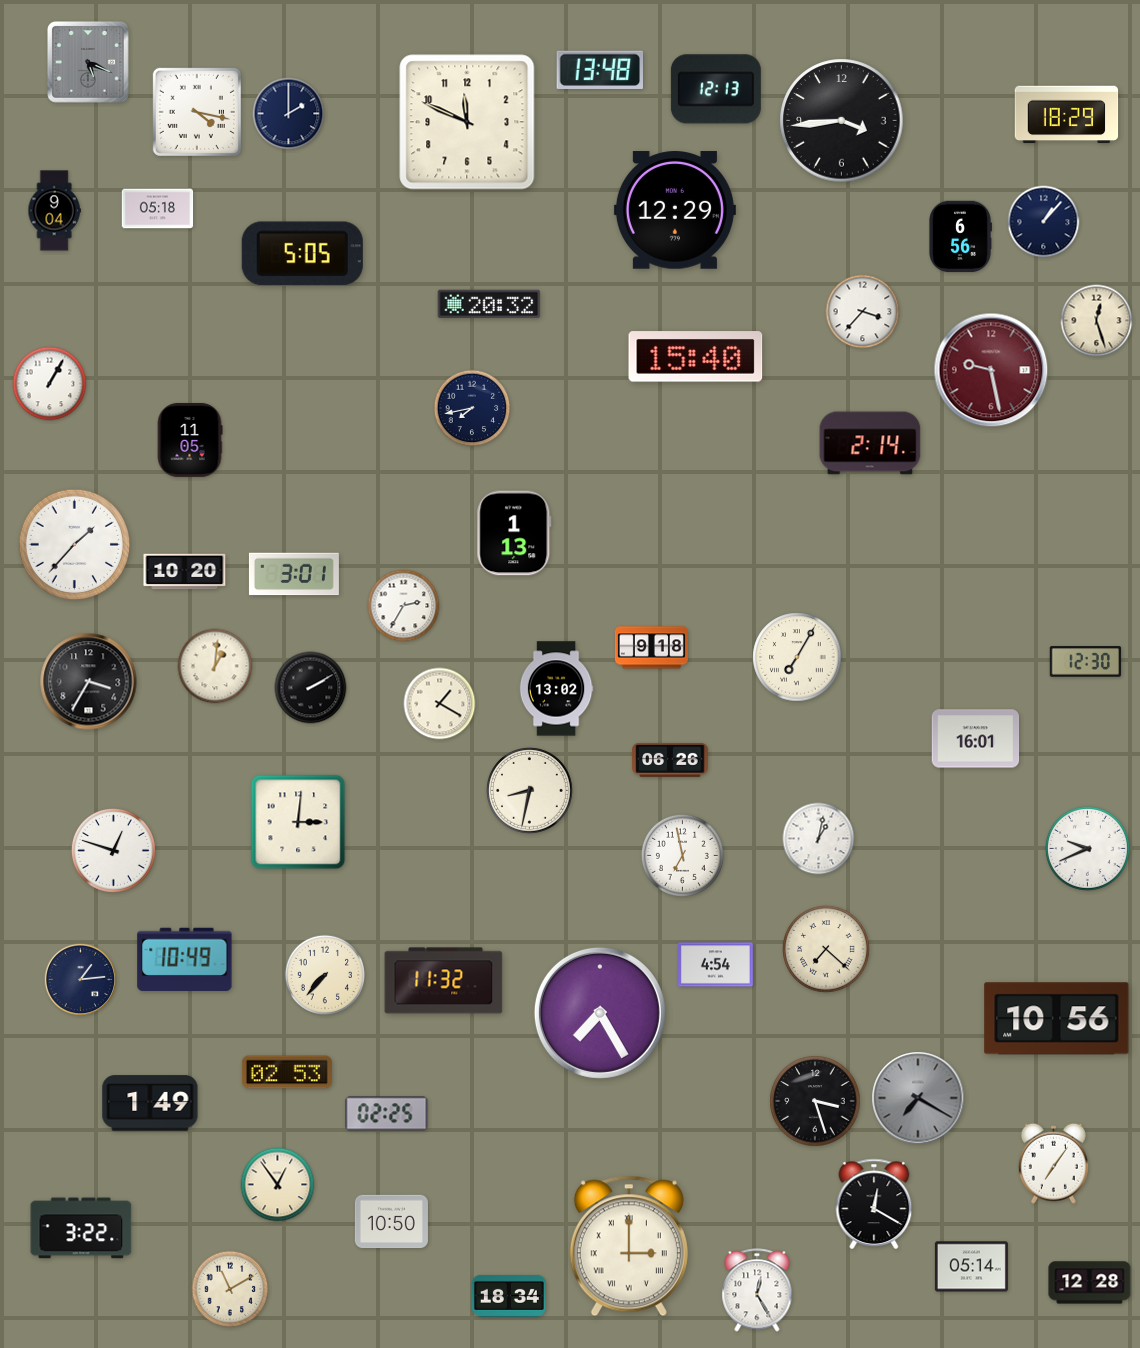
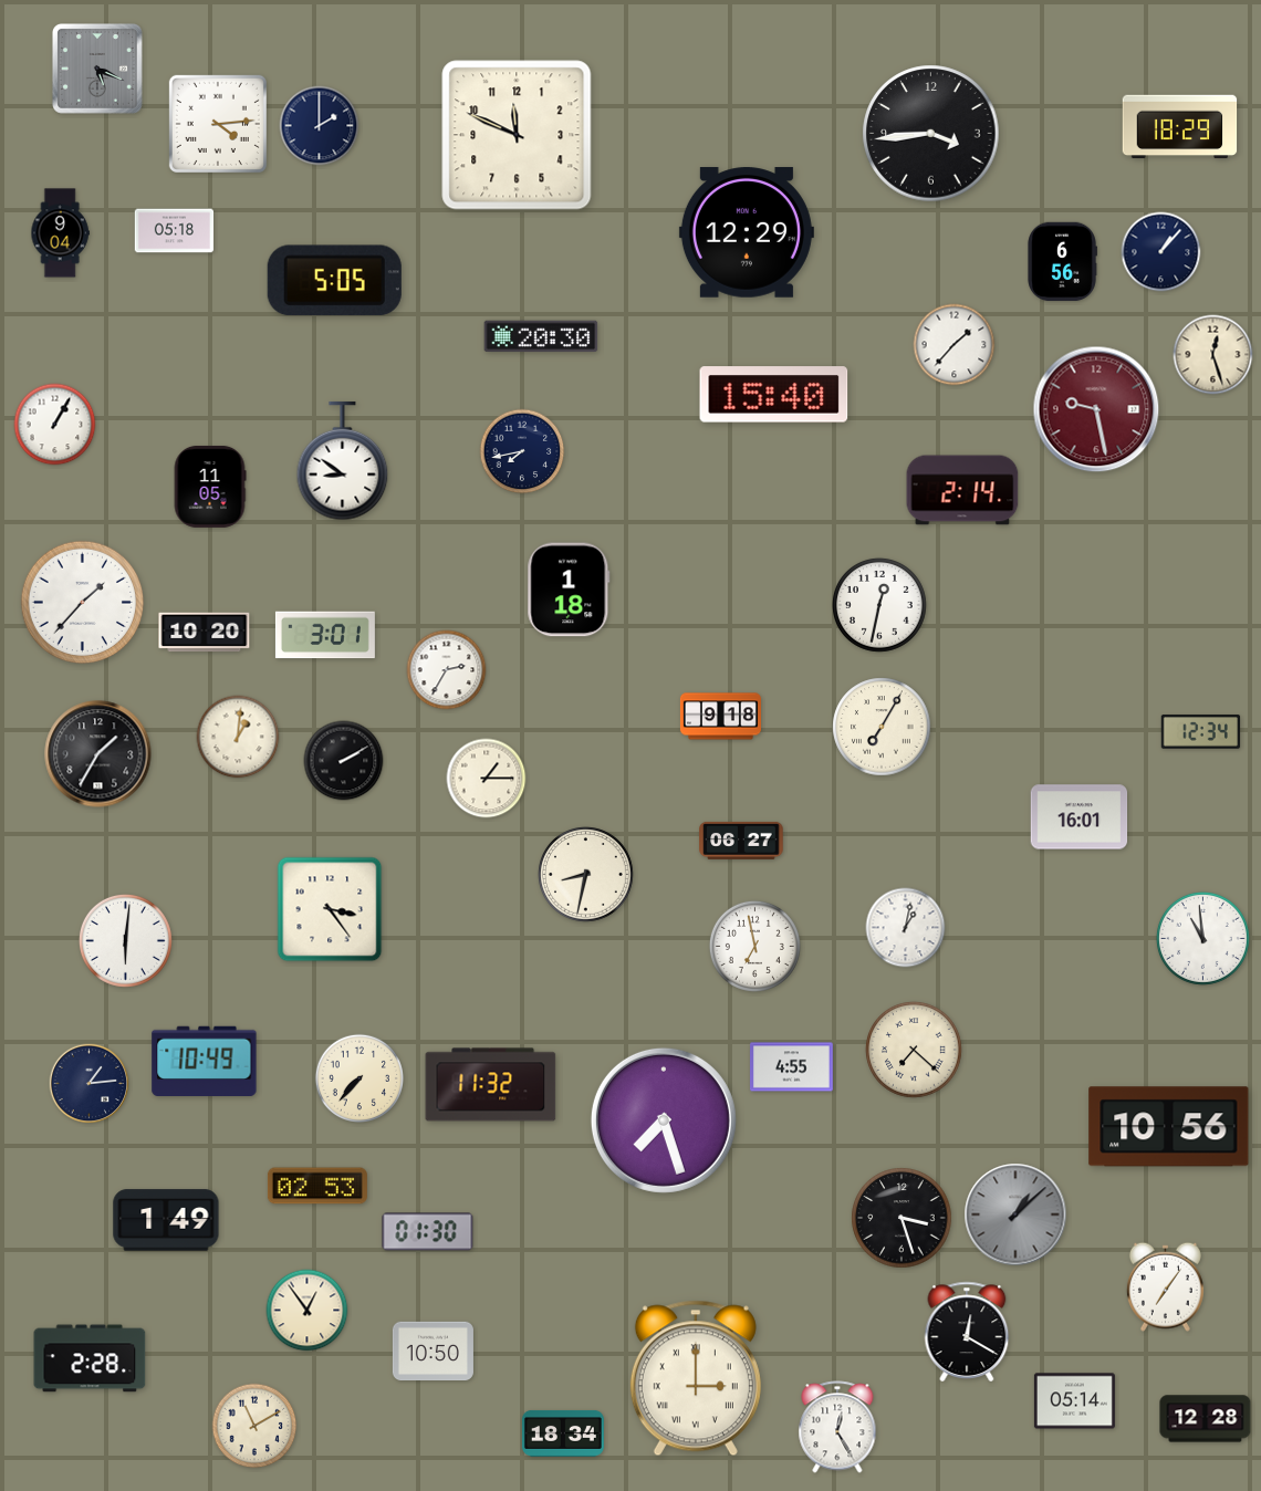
clock at (600, 69): 13:48 -> none
clock at (716, 89): 12:13 -> none
clock at (197, 112): 4:17 -> 4:14
clock at (1044, 222) position: (1044, 222) -> (1161, 252)
clock at (489, 304): 20:32 -> 20:30
clock at (863, 312): 3:37 -> 1:37
clock at (696, 357) position: (696, 357) -> (774, 395)
clock at (343, 461): none -> 8:51
clock at (514, 533): 1:13 -> 1:18
clock at (879, 605): none -> 12:32
clock at (1086, 662): 12:30 -> 12:34
clock at (89, 682): 3:35 -> 1:35
clock at (556, 689): 13:02 -> none
clock at (440, 704): 1:20 -> 1:15
clock at (670, 760): 06:26 -> 06:27
clock at (298, 822): 3:01 -> 3:24
clock at (1087, 848): 9:41 -> 10:59
clock at (113, 850): 12:48 -> 6:01
clock at (716, 965): 4:54 -> 4:55
clock at (600, 1013): 7:25 -> 7:27
clock at (918, 1098): 7:20 -> 1:08
clock at (387, 1114): 02:25 -> 01:30
clock at (81, 1228): 3:22 -> 2:28
